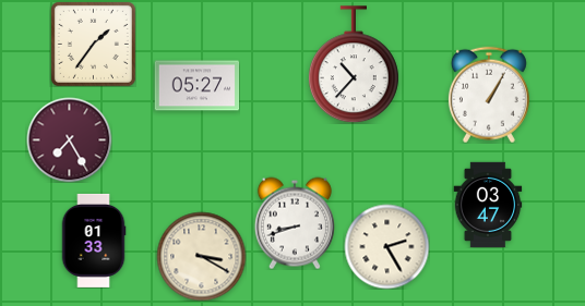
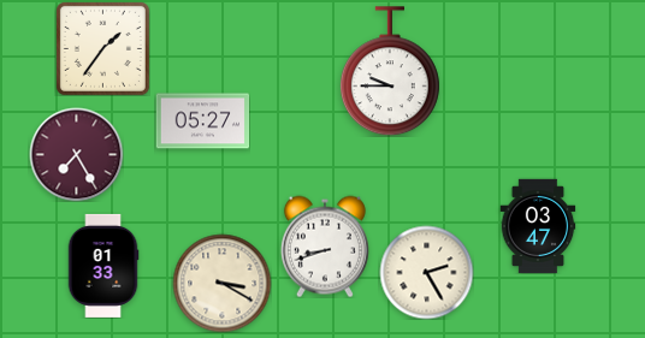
clock at (354, 64): 10:37 -> 9:45
clock at (196, 86) position: (196, 86) -> (202, 121)
clock at (489, 95): 1:05 -> none
